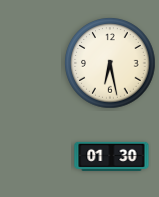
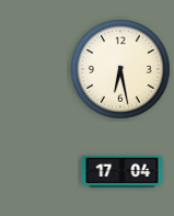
clock at (112, 156): 01:30 -> 17:04
